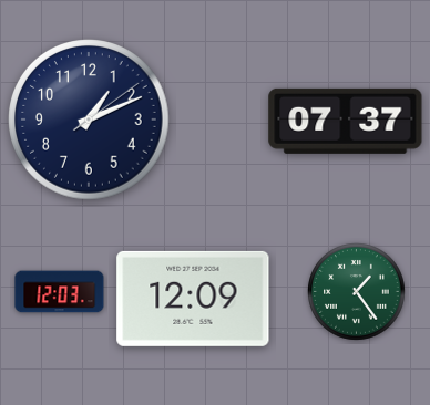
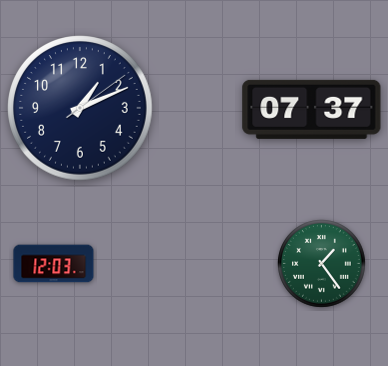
clock at (193, 299): 12:09 -> none
